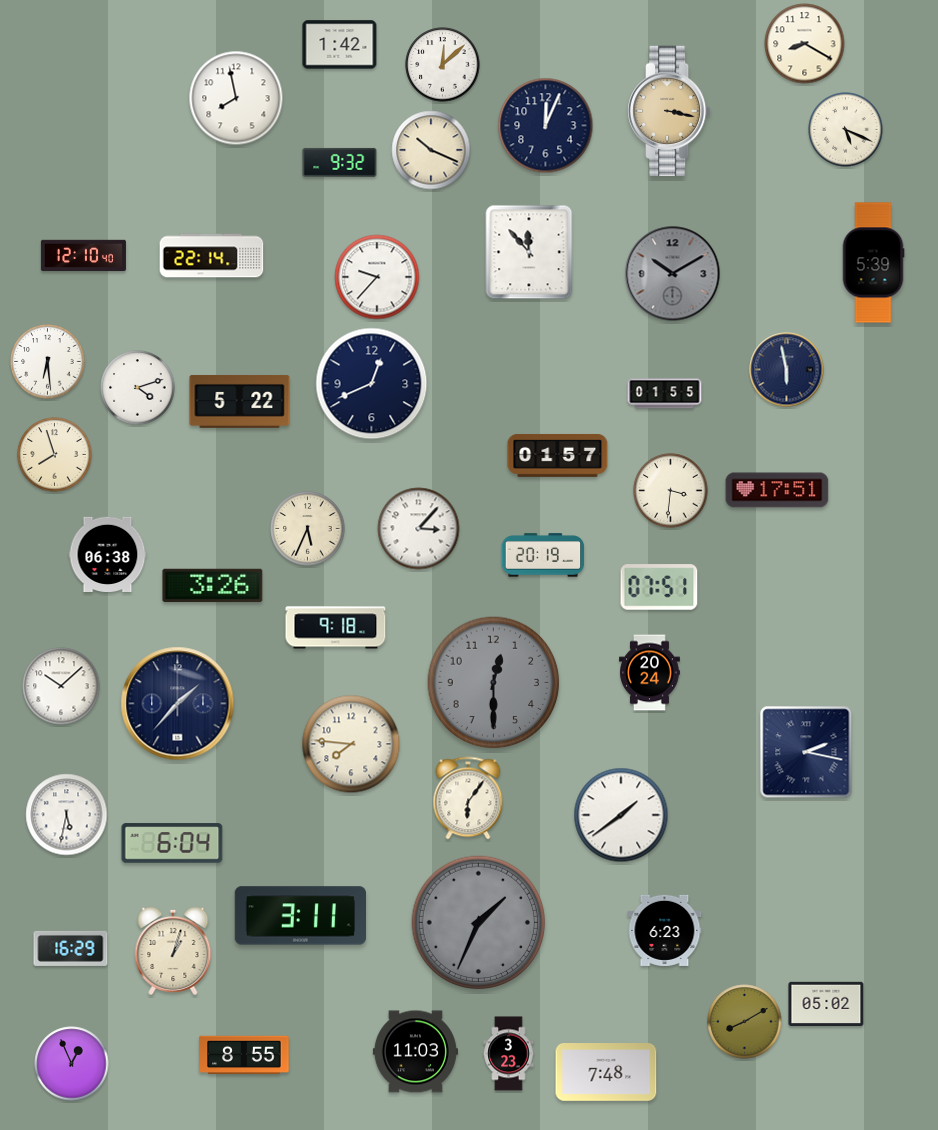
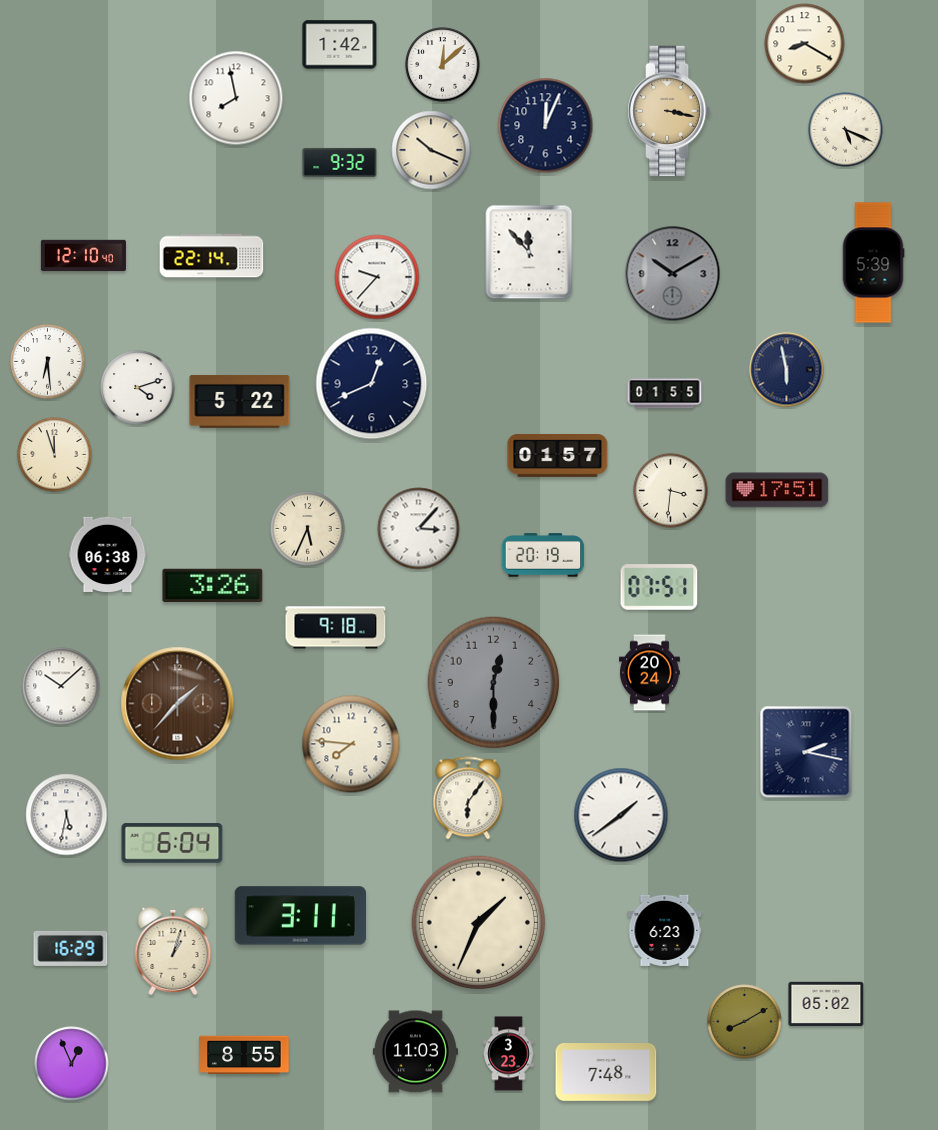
clock at (55, 455): 7:57 -> 11:57
clock at (178, 704) dial: navy -> brown
clock at (479, 923) dial: grey -> cream
